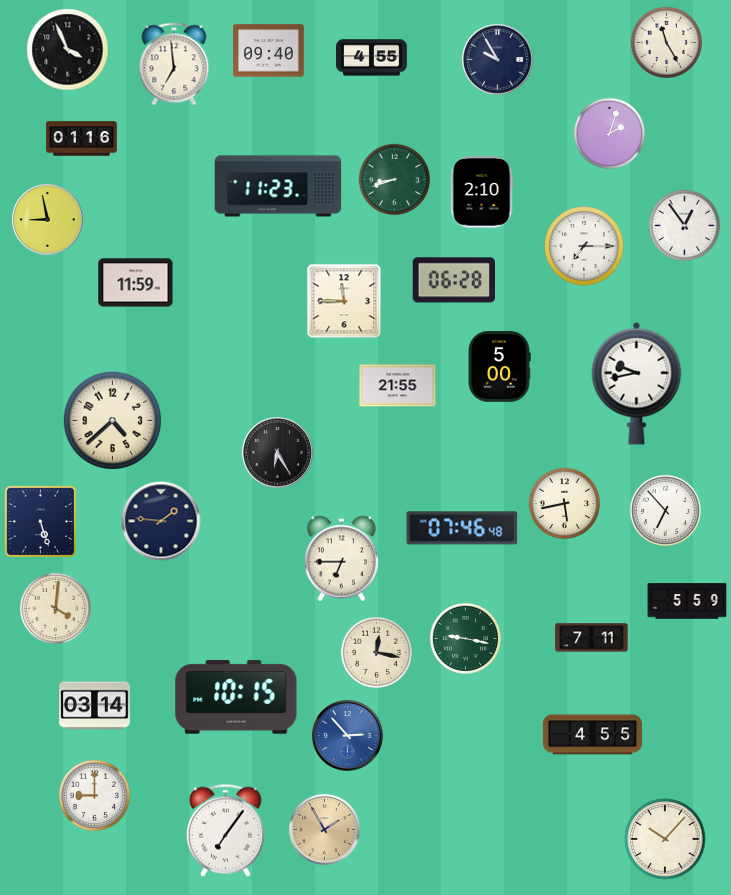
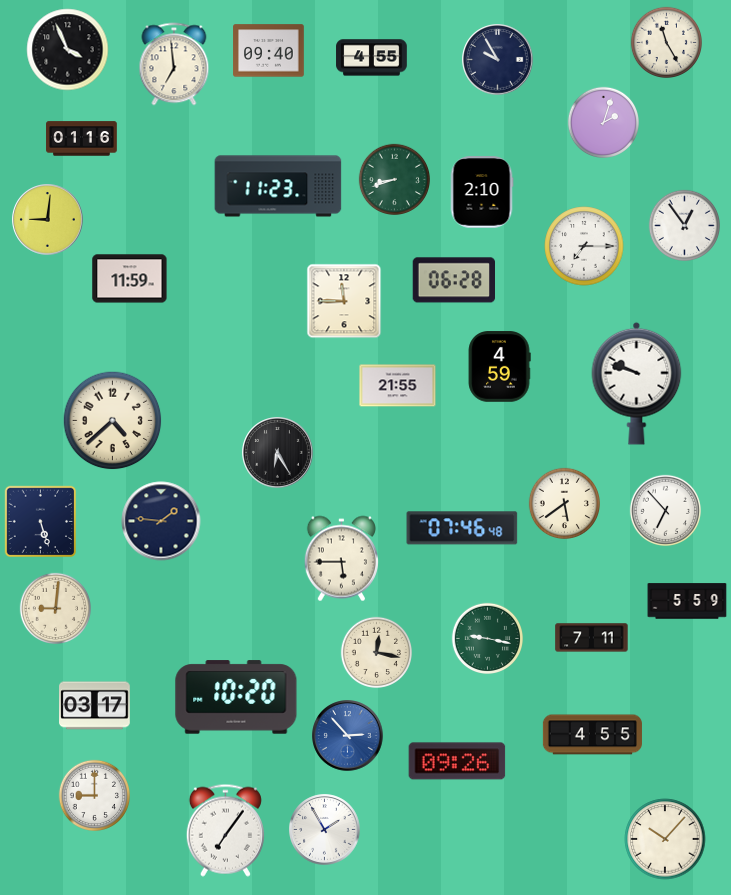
clock at (609, 133) position: (609, 133) -> (603, 122)
clock at (48, 220): 8:58 -> 9:01
clock at (136, 283) position: (136, 283) -> (130, 279)
clock at (499, 367): 5:00 -> 4:59
clock at (637, 383): 9:43 -> 9:48
clock at (564, 503): 5:43 -> 5:39
clock at (341, 559): 6:45 -> 5:45
clock at (55, 608): 4:01 -> 9:01
clock at (465, 638) position: (465, 638) -> (487, 638)
clock at (236, 697): 10:15 -> 10:20
clock at (95, 706): 03:14 -> 03:17
clock at (457, 761): none -> 09:26
clock at (325, 830) dial: champagne -> white
